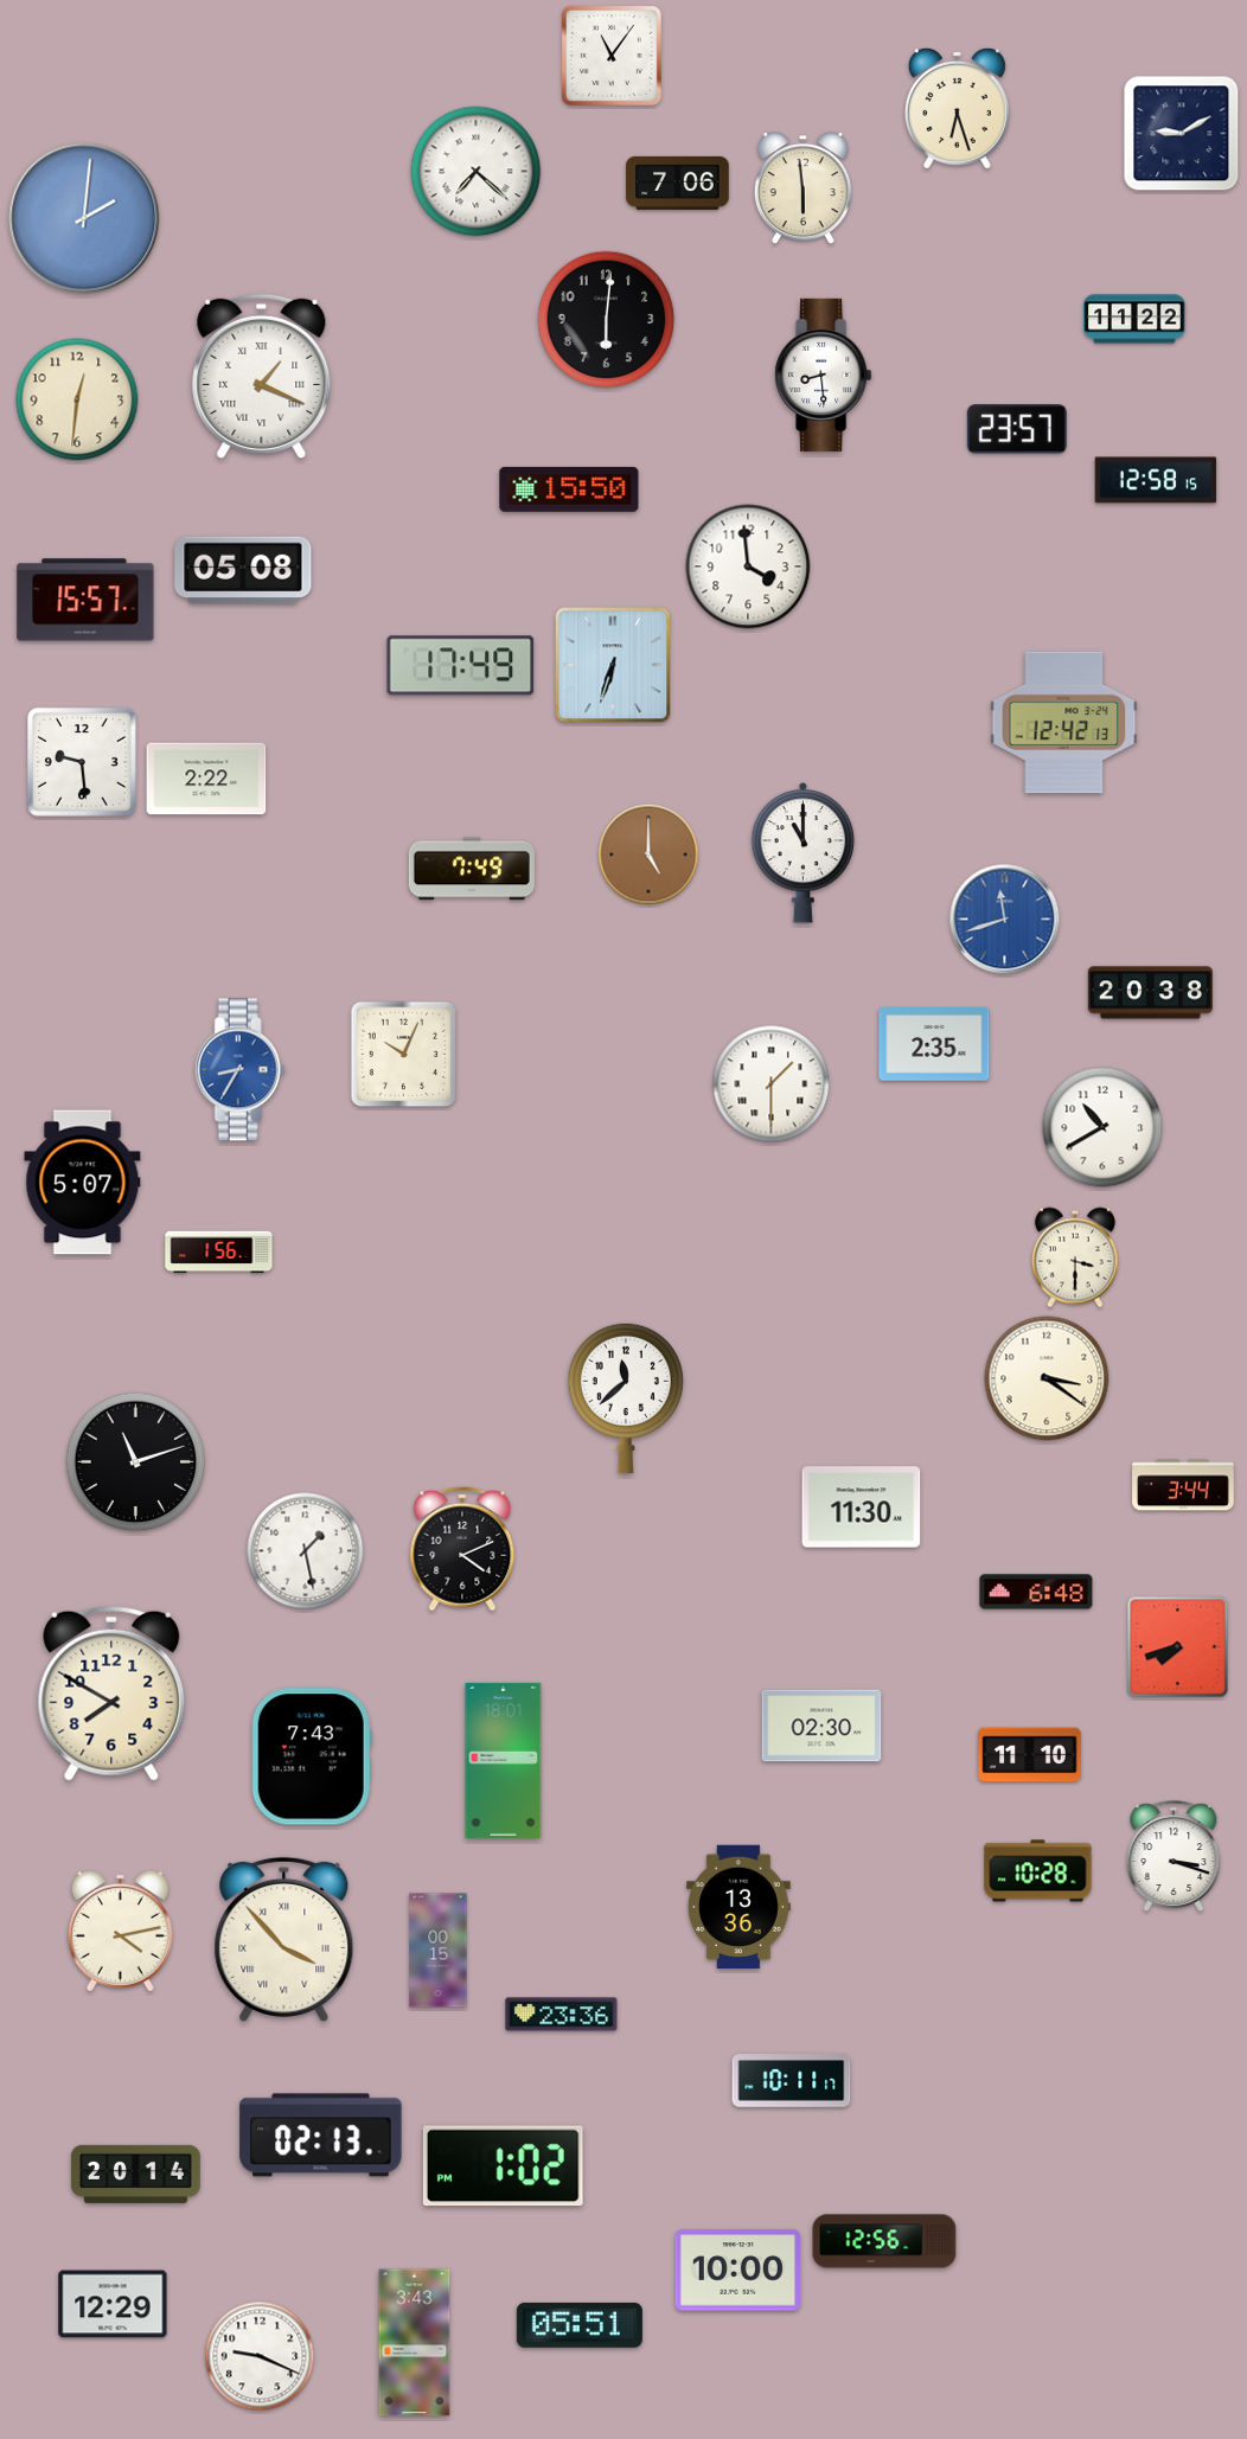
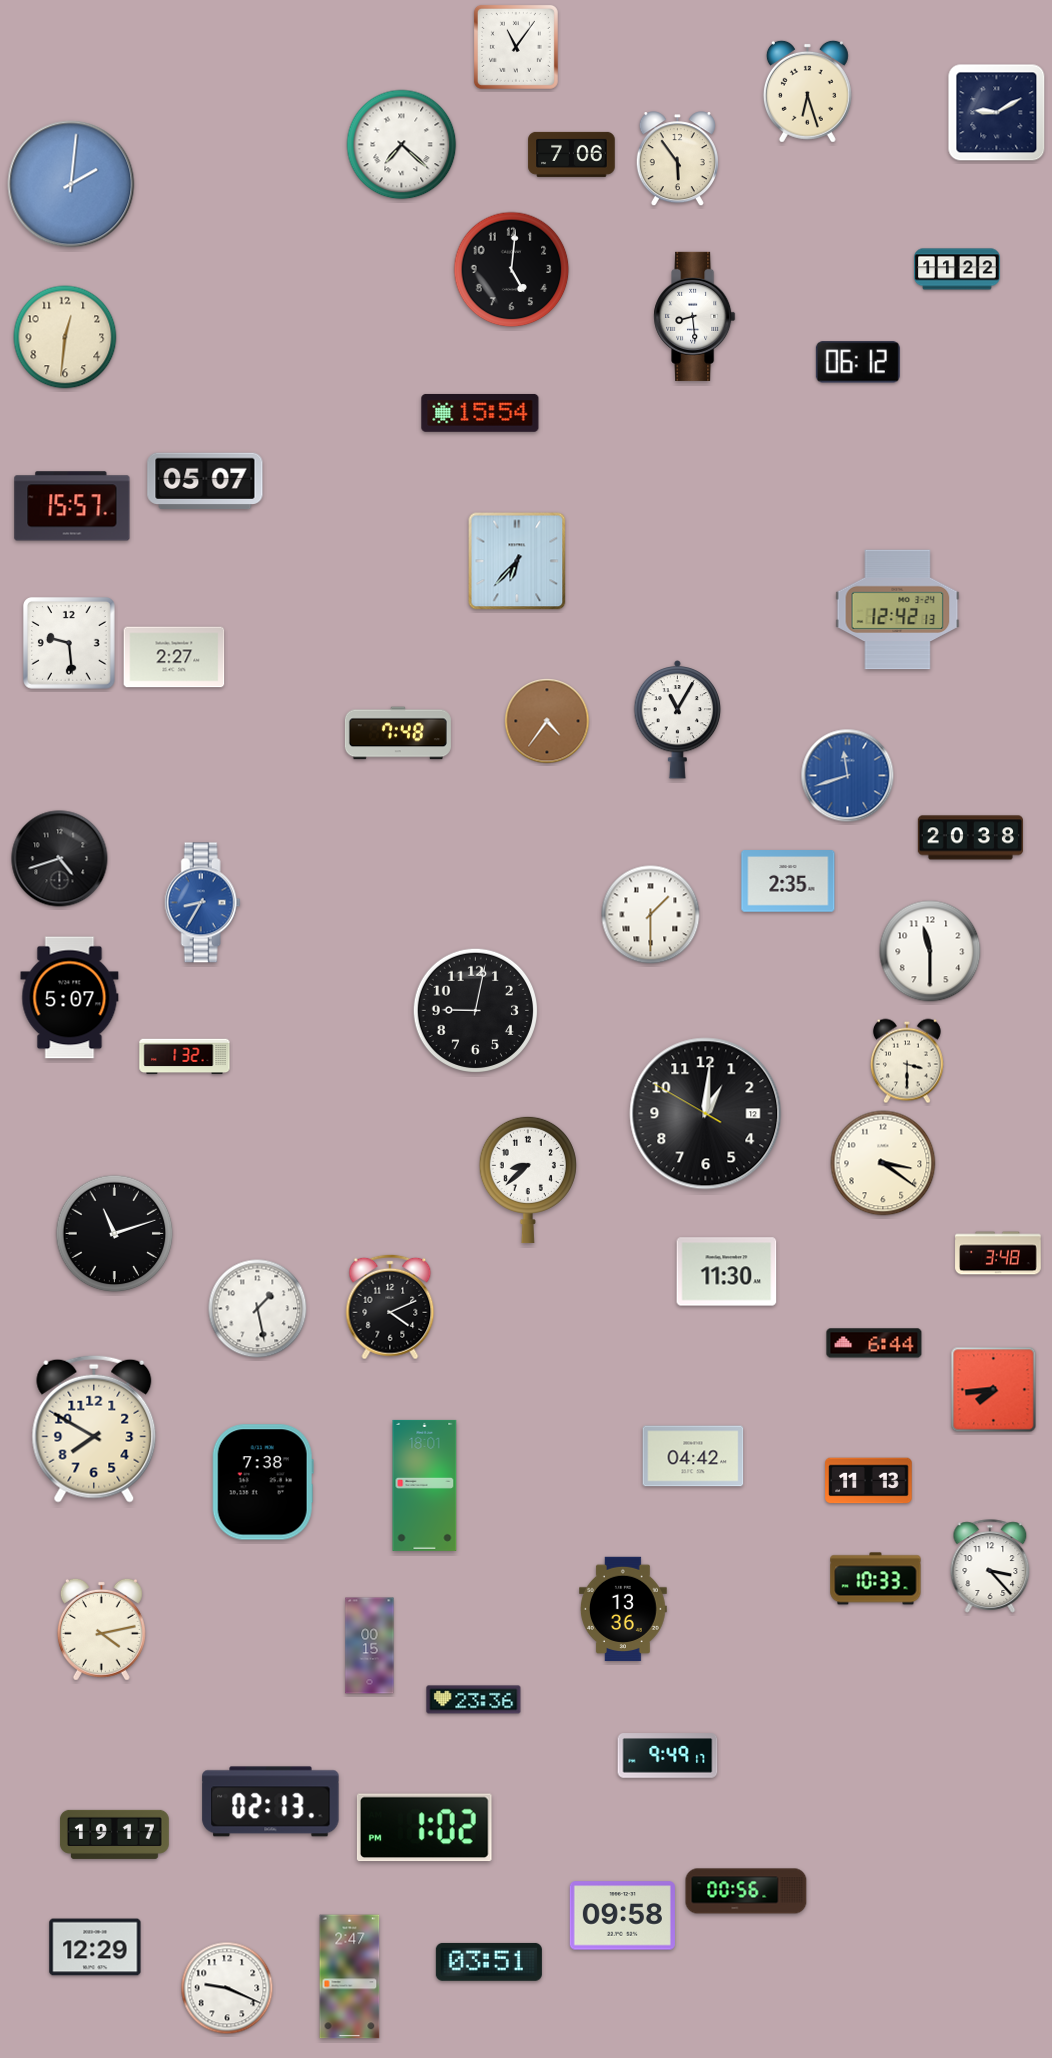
clock at (802, 188): 5:59 -> 5:54
clock at (607, 320): 6:01 -> 5:01
clock at (262, 376): 1:19 -> none
clock at (1017, 429): 23:57 -> 06:12
clock at (1156, 480): 12:58 -> none
clock at (569, 489): 15:50 -> 15:54
clock at (748, 566): 3:59 -> none
clock at (243, 570): 05:08 -> 05:07
clock at (613, 665): 6:33 -> 6:37
clock at (461, 666): 17:49 -> none
clock at (206, 779): 2:22 -> 2:27
clock at (804, 852): 11:00 -> 11:05
clock at (648, 854): 5:00 -> 4:36
clock at (472, 869): 7:49 -> 7:48
clock at (60, 859): none -> 4:42
clock at (404, 1055): 10:04 -> none
clock at (1102, 1127): 10:40 -> 11:30
clock at (475, 1010): none -> 9:02
clock at (219, 1253): 1:56 -> 1:32
clock at (706, 1114): none -> 1:00
clock at (626, 1398): 11:38 -> 8:38
clock at (1183, 1485): 3:44 -> 3:48
clock at (1036, 1592): 6:48 -> 6:44
clock at (1178, 1647): 7:42 -> 7:44
clock at (821, 1726): 02:30 -> 04:42
clock at (1030, 1755): 11:10 -> 11:13
clock at (312, 1756): 7:43 -> 7:38
clock at (1174, 1856): 3:18 -> 3:23
clock at (1038, 1871): 10:28 -> 10:33
clock at (284, 1939): 3:53 -> none
clock at (792, 2081): 10:11 -> 9:49
clock at (135, 2174): 20:14 -> 19:17
clock at (884, 2241): 12:56 -> 00:56
clock at (737, 2271): 10:00 -> 09:58
clock at (113, 2304) position: (113, 2304) -> (95, 1947)
clock at (580, 2325): 05:51 -> 03:51
clock at (415, 2343): 3:43 -> 2:47
clock at (260, 2356) position: (260, 2356) -> (227, 1988)
